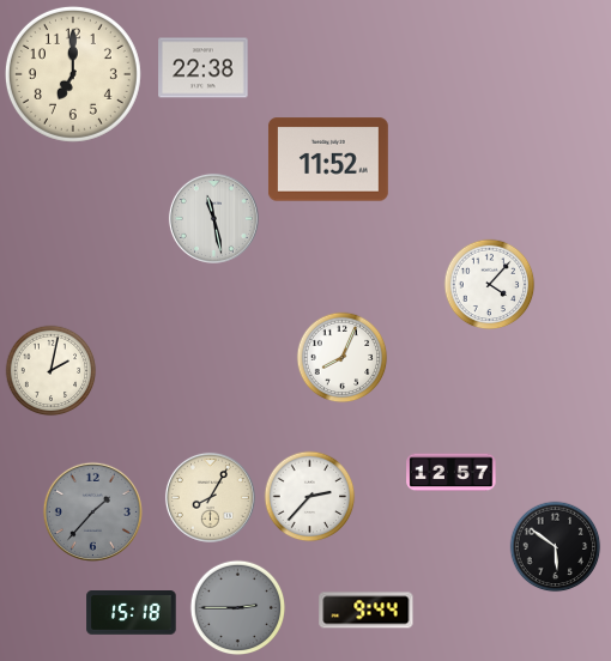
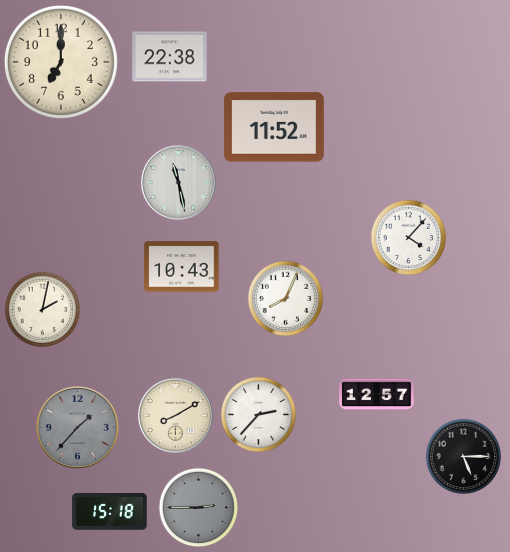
clock at (328, 159) position: (328, 159) -> (274, 127)
clock at (182, 267): none -> 10:43
clock at (210, 497): 8:05 -> 8:10
clock at (556, 547): 5:51 -> 5:15
clock at (367, 611): 9:44 -> none
